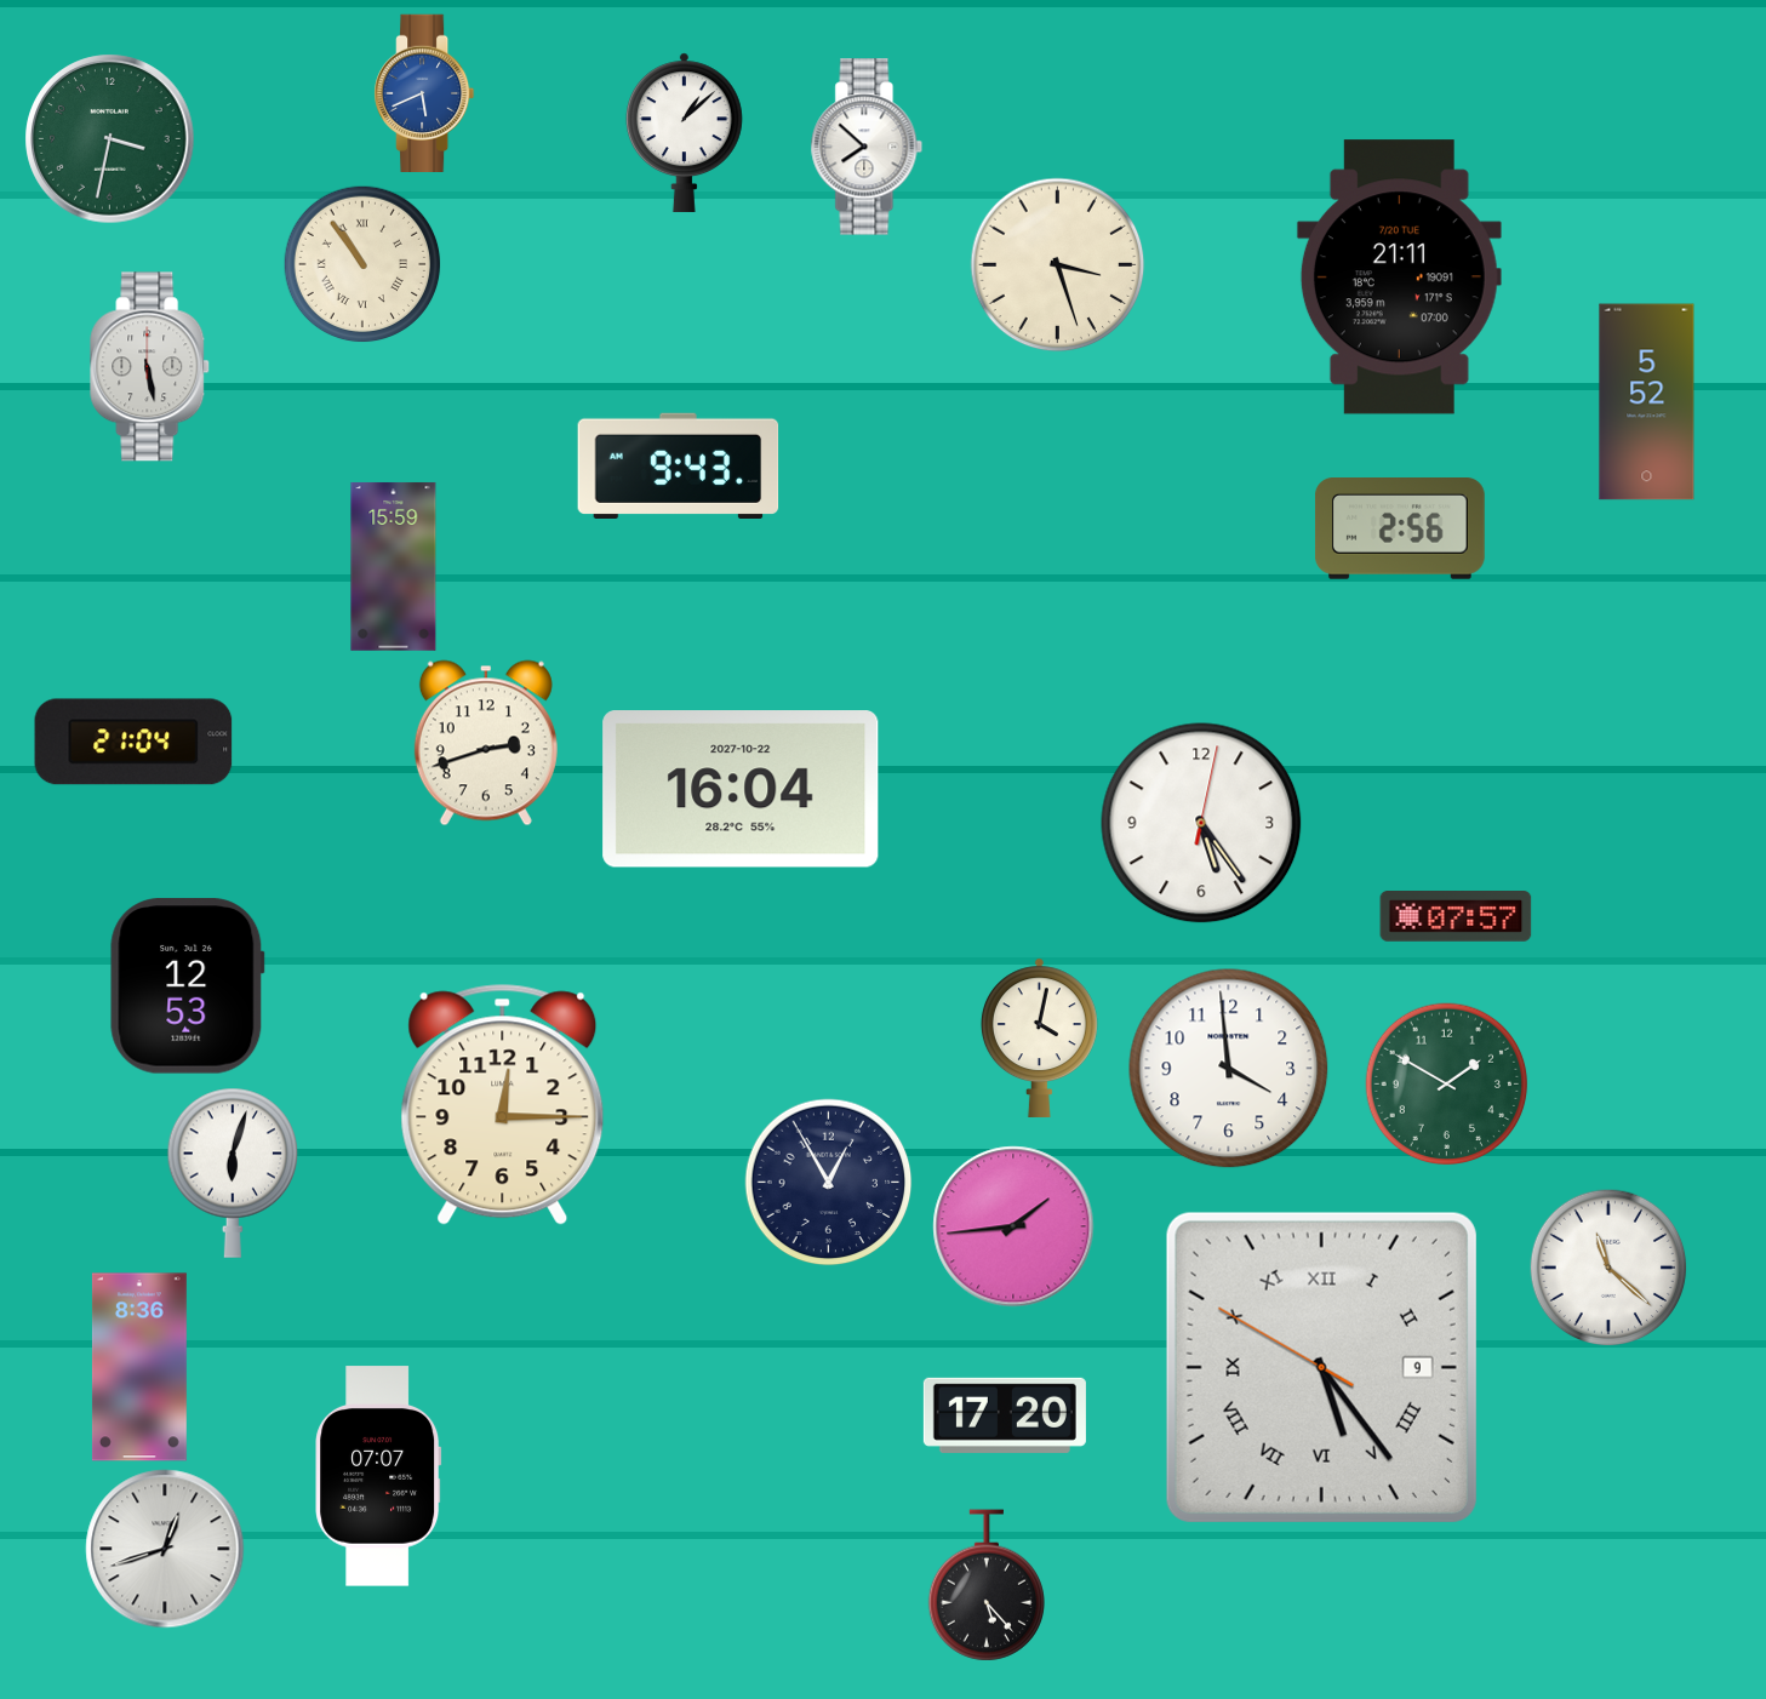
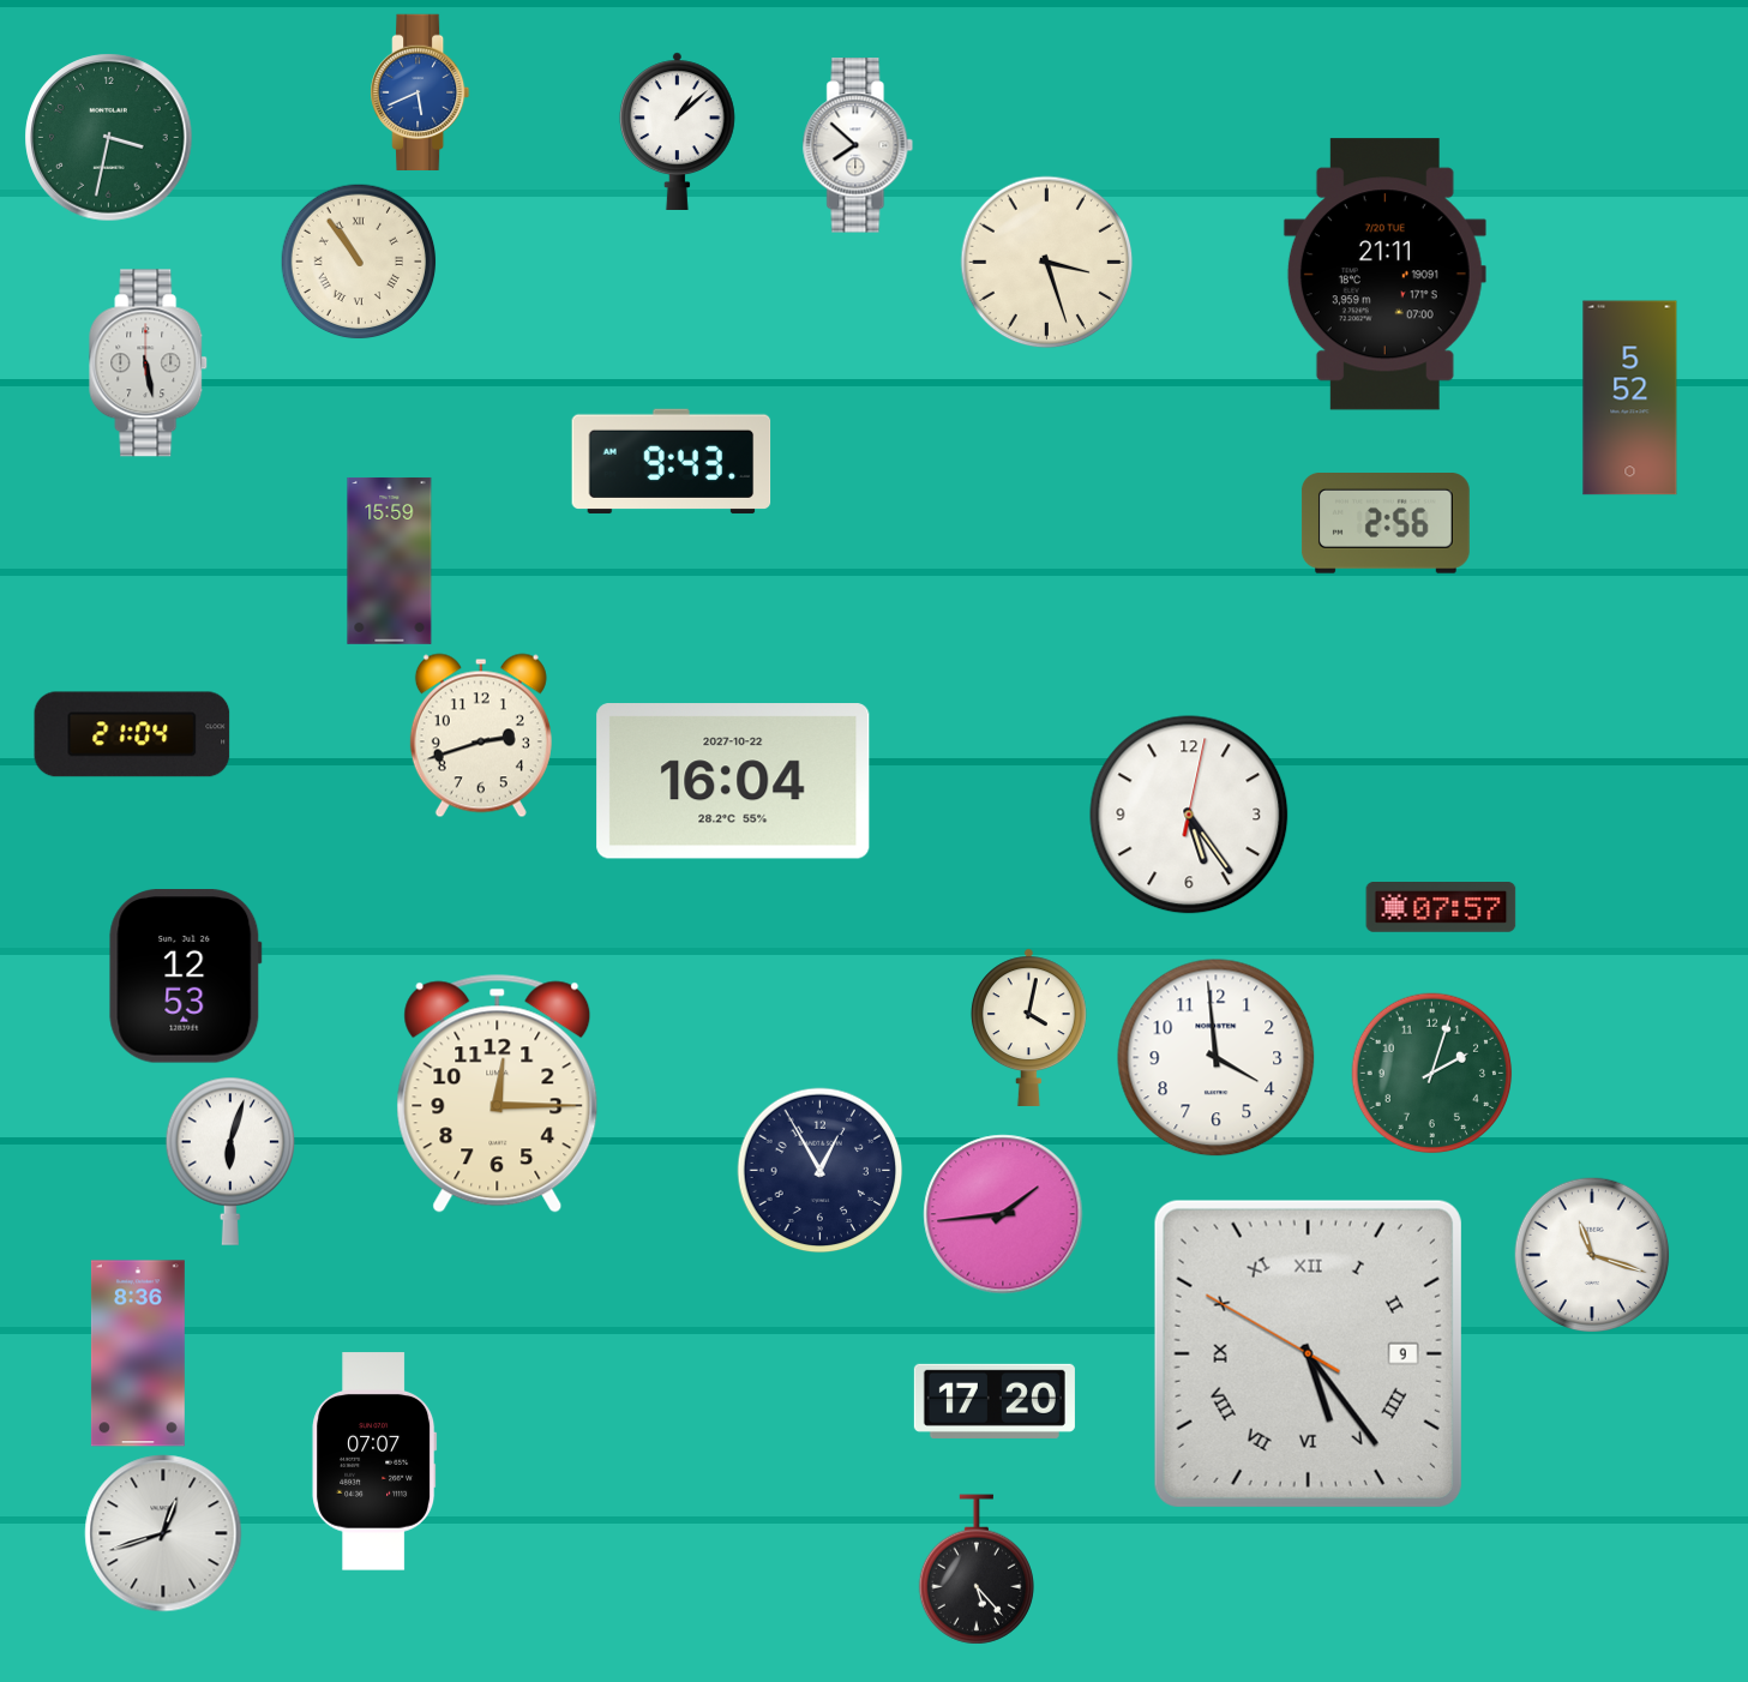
clock at (1447, 1085): 1:50 -> 2:03
clock at (1608, 1268): 11:22 -> 11:18
